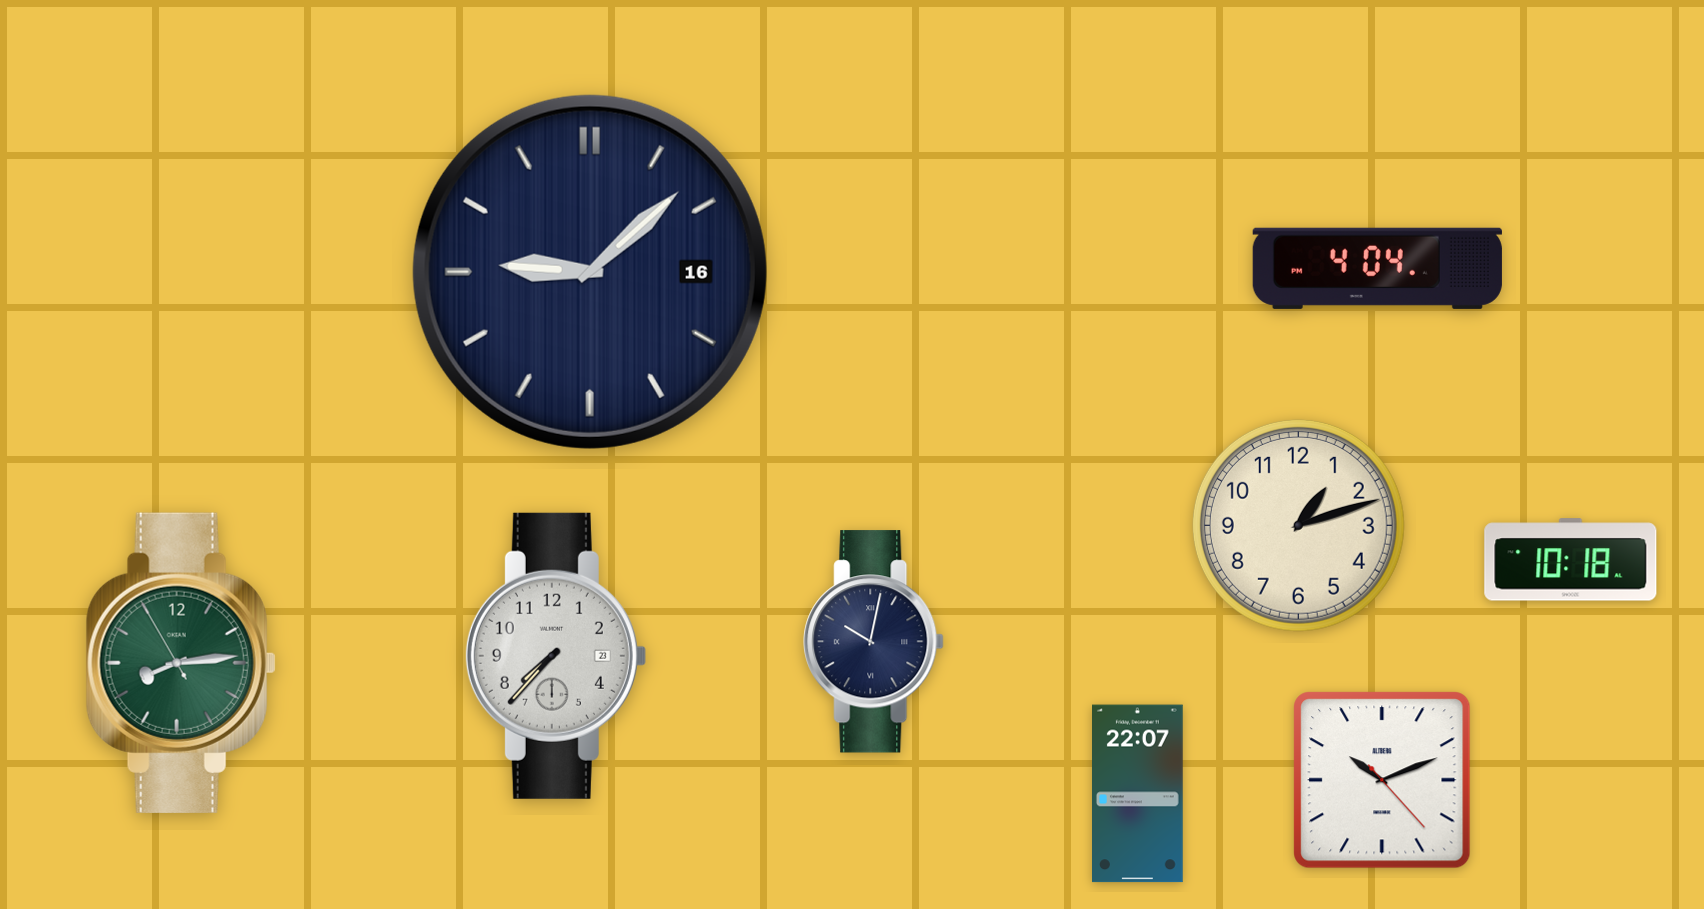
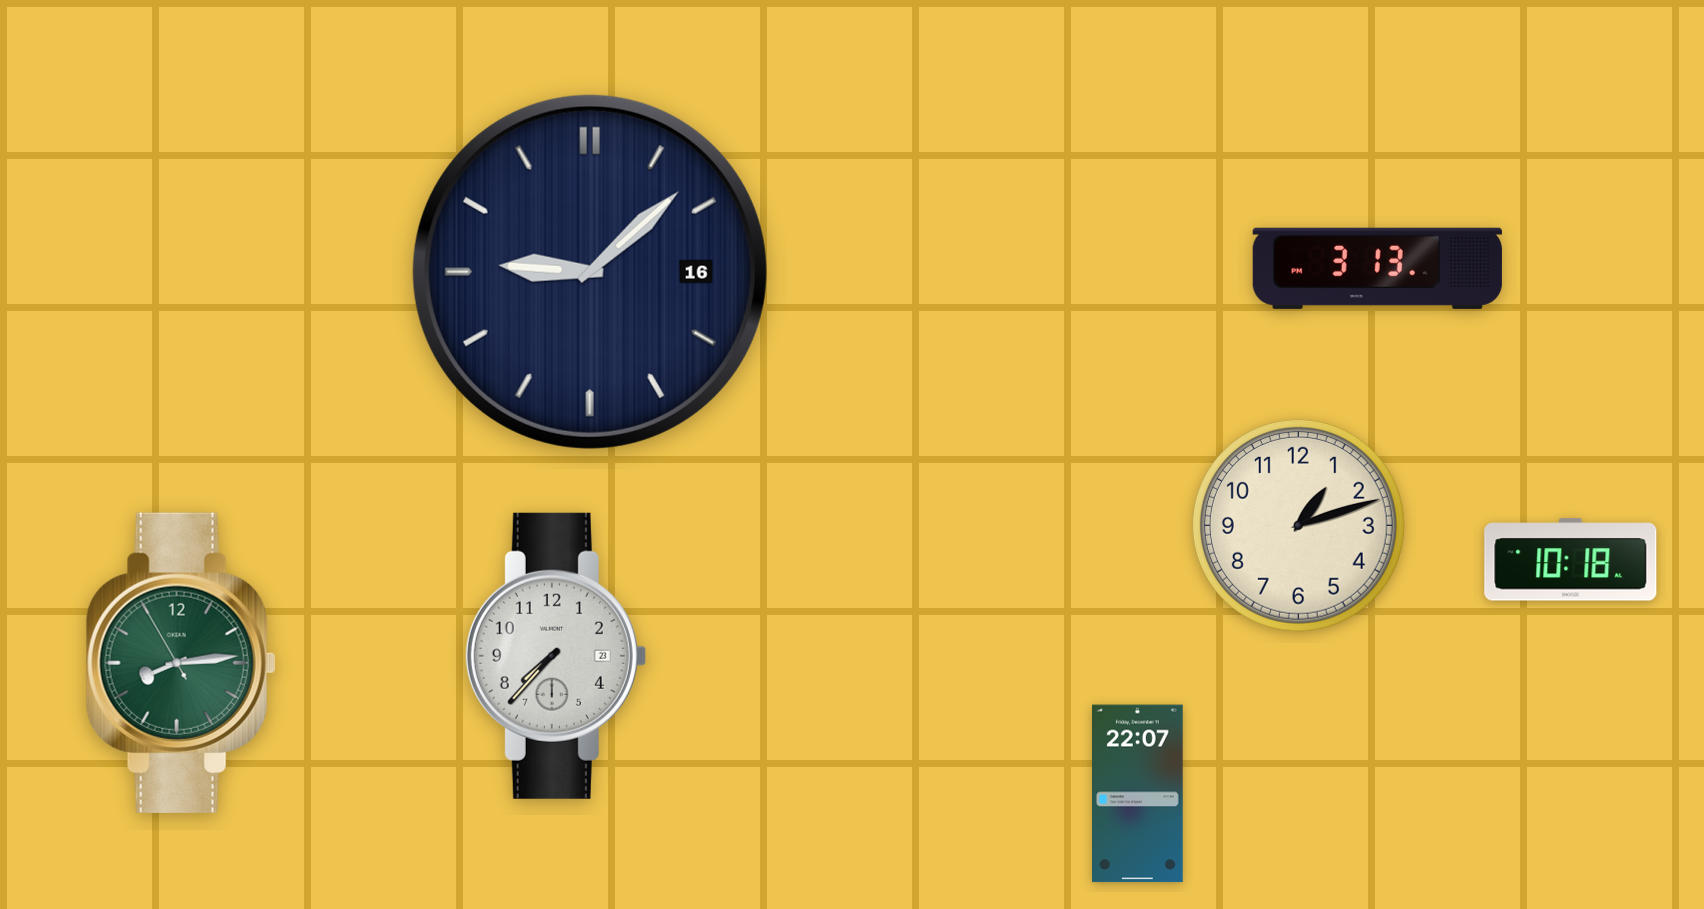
clock at (1377, 268): 4:04 -> 3:13
clock at (874, 642): 10:02 -> none
clock at (1382, 780): 10:11 -> none
